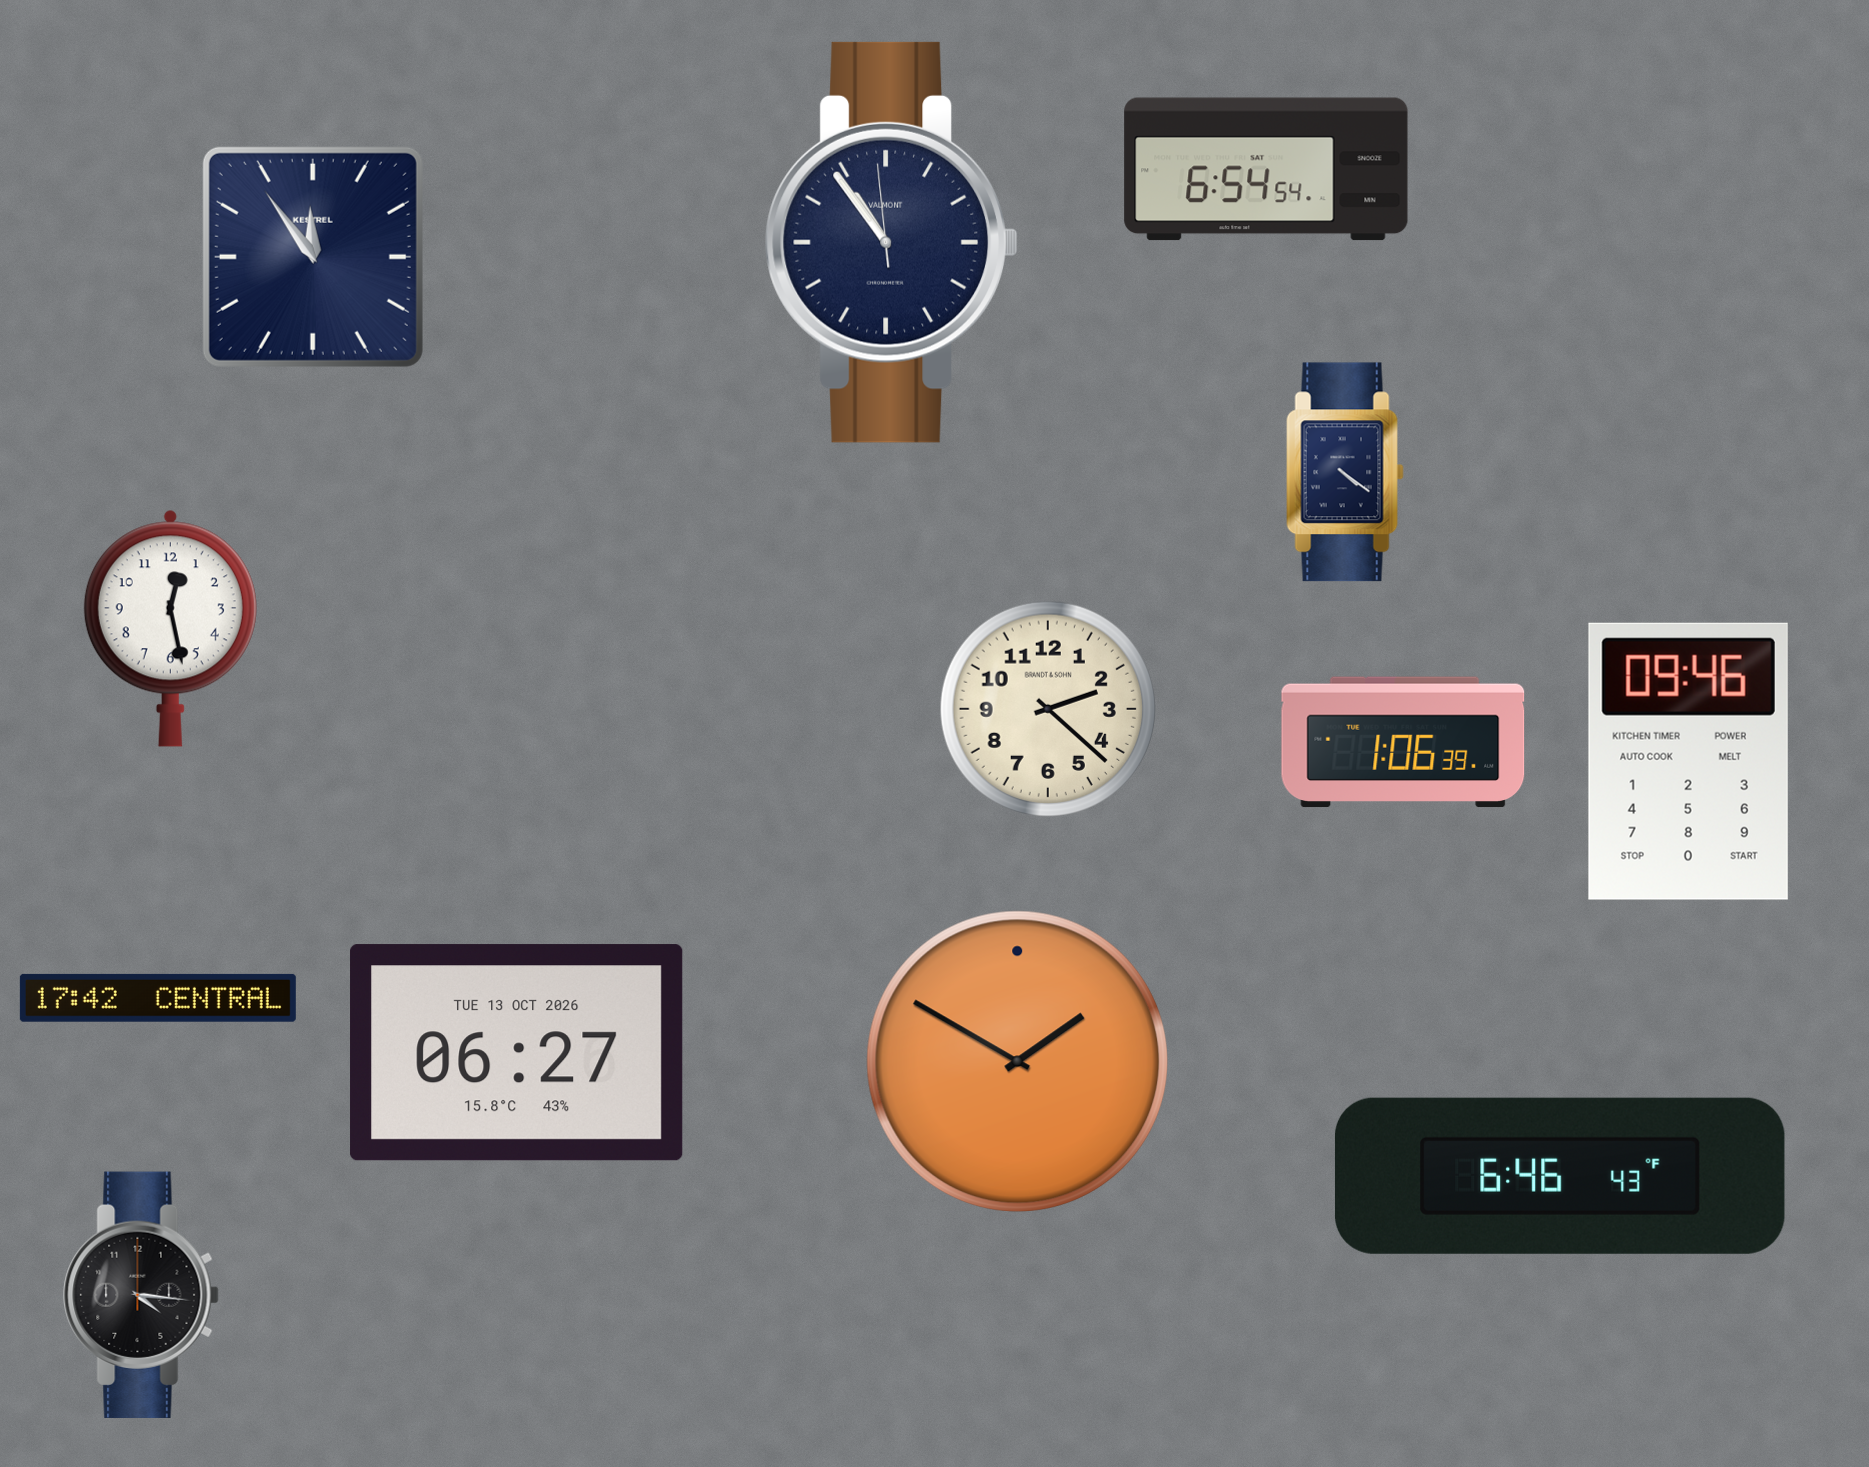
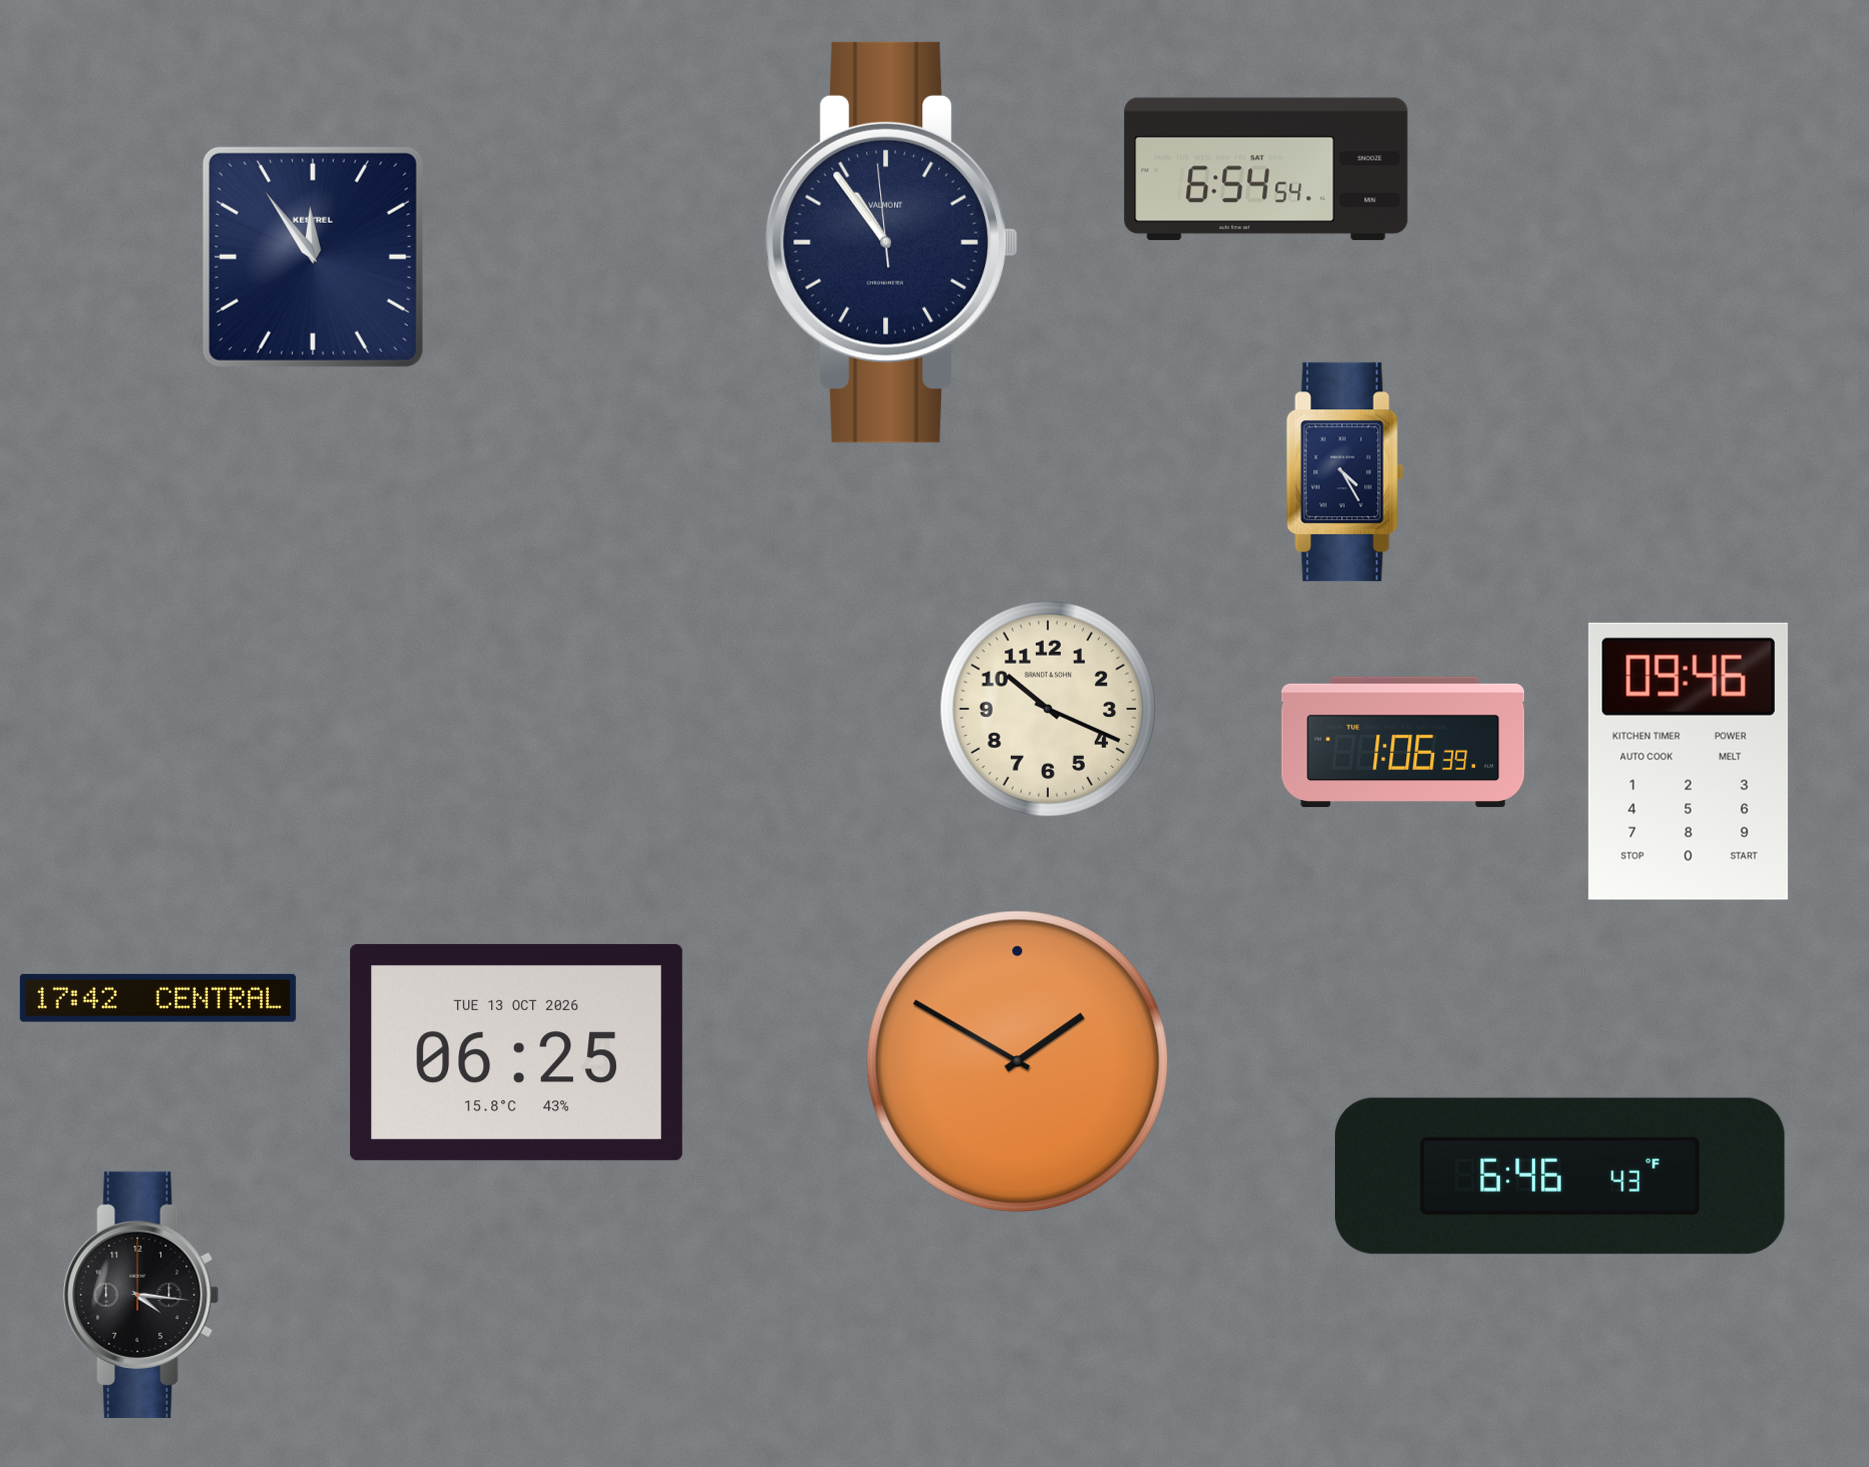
clock at (1345, 472): 4:21 -> 4:25
clock at (170, 628): 12:28 -> none
clock at (1048, 709): 2:22 -> 10:19
clock at (517, 1053): 06:27 -> 06:25
